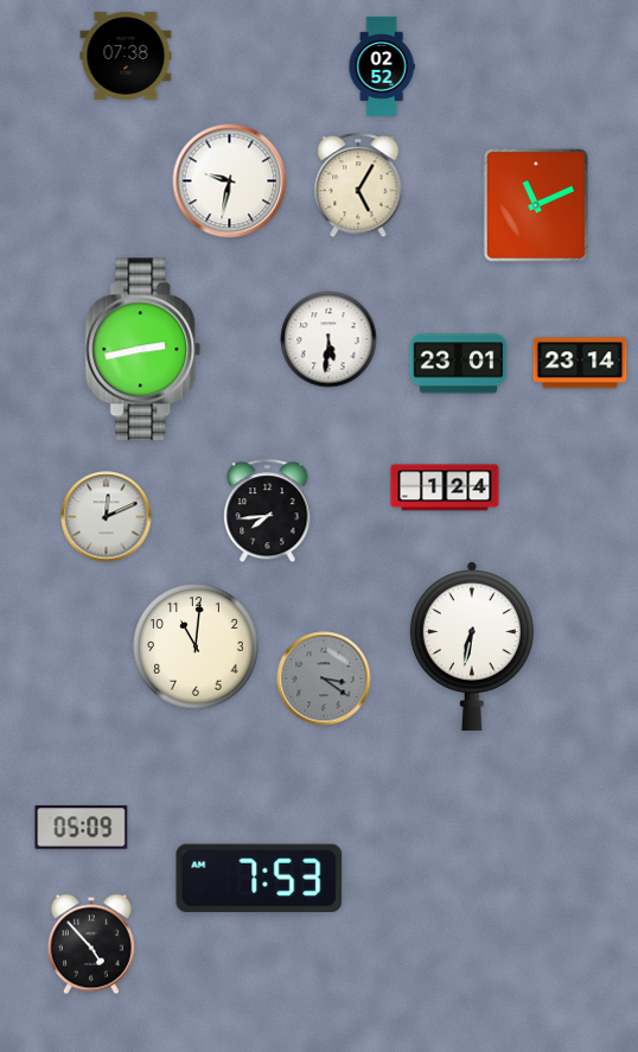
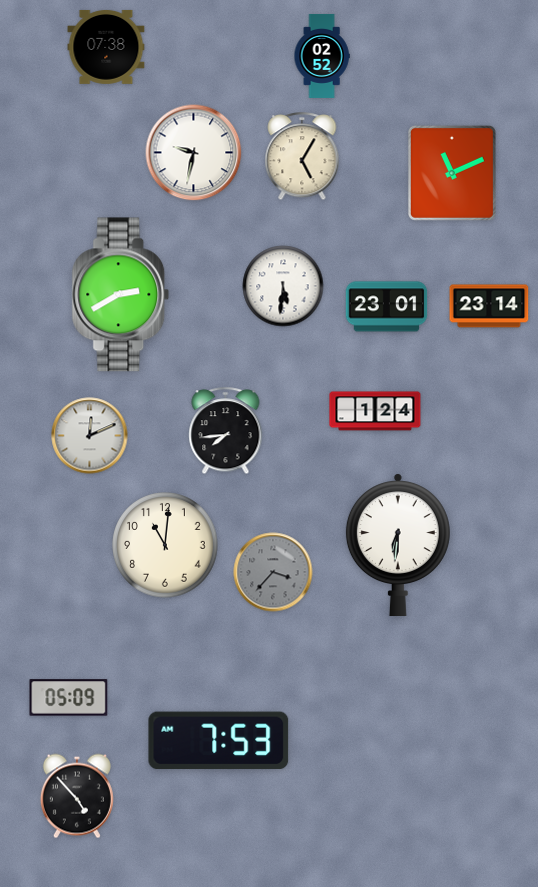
clock at (328, 339) position: (328, 339) -> (283, 286)
clock at (143, 350): 2:43 -> 2:40
clock at (472, 645): 6:32 -> 6:31
clock at (324, 678): 3:21 -> 3:37
